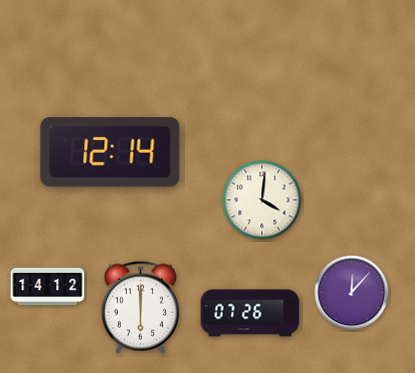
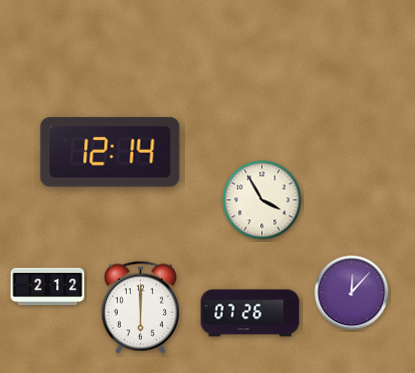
clock at (262, 200): 4:01 -> 3:55
clock at (48, 287): 14:12 -> 2:12
